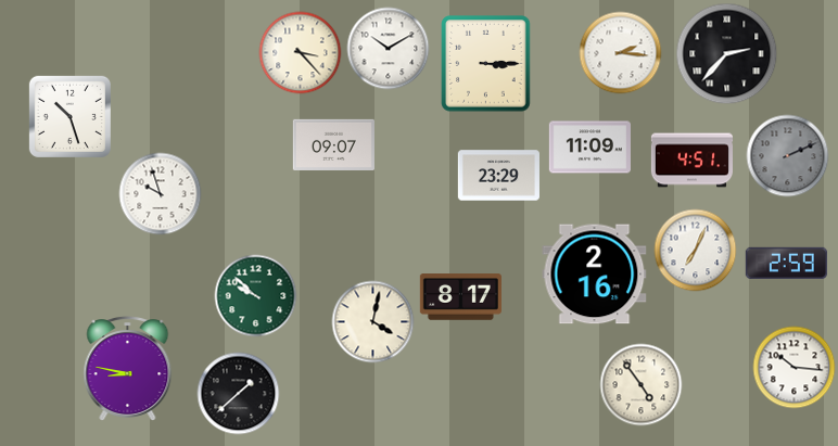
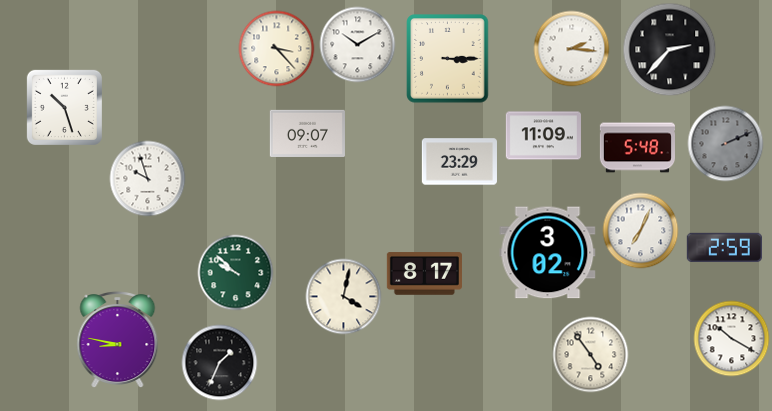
clock at (691, 161): 4:51 -> 5:48
clock at (786, 263) position: (786, 263) -> (724, 247)
clock at (595, 275): 2:16 -> 3:02
clock at (795, 368): 10:16 -> 10:20
clock at (239, 394): 1:38 -> 1:34
